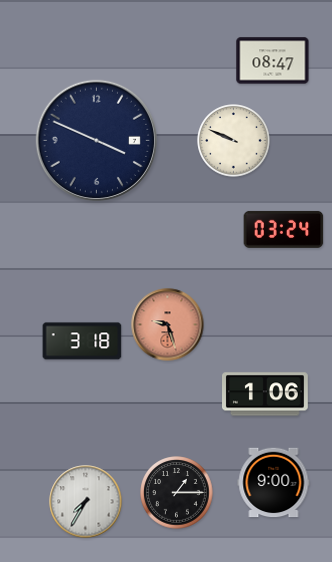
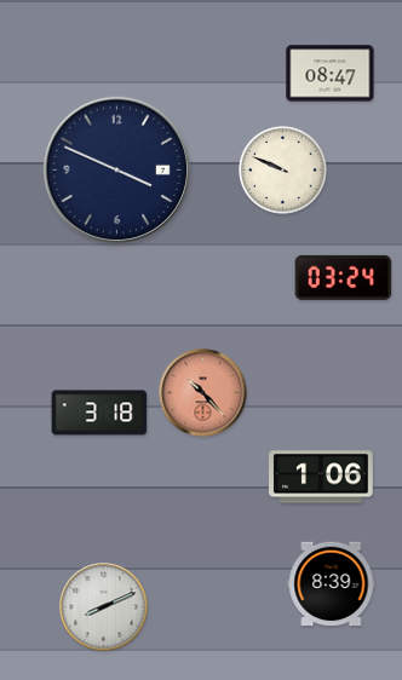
clock at (168, 325): 9:27 -> 10:23
clock at (274, 483): 9:00 -> 8:39
clock at (177, 493): 1:15 -> none
clock at (86, 502): 7:35 -> 8:11
